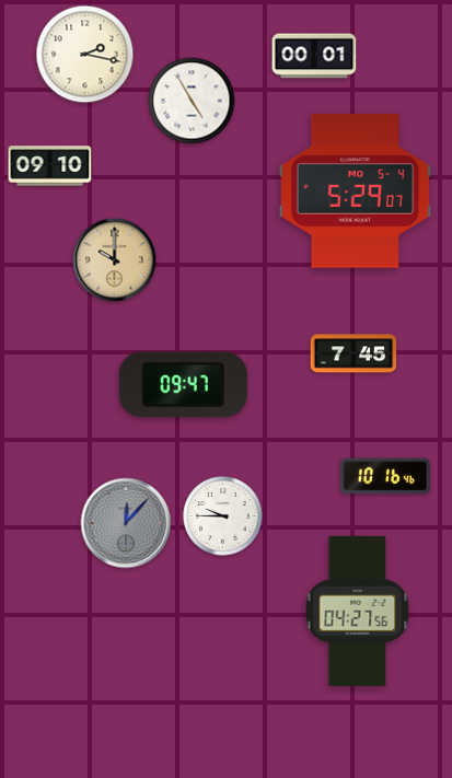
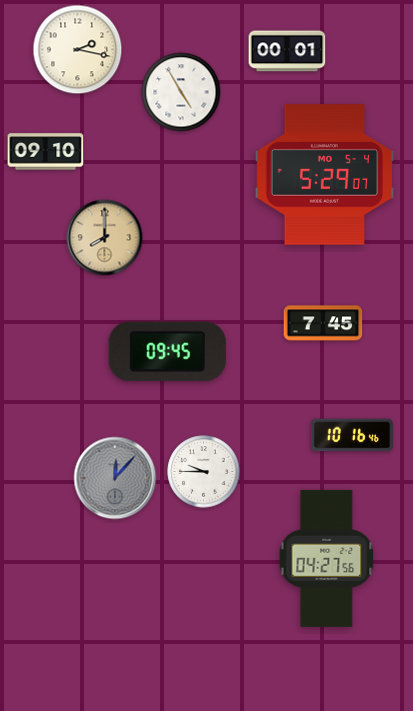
clock at (192, 101) position: (192, 101) -> (181, 92)
clock at (115, 260): 10:00 -> 8:00
clock at (183, 385): 09:47 -> 09:45
